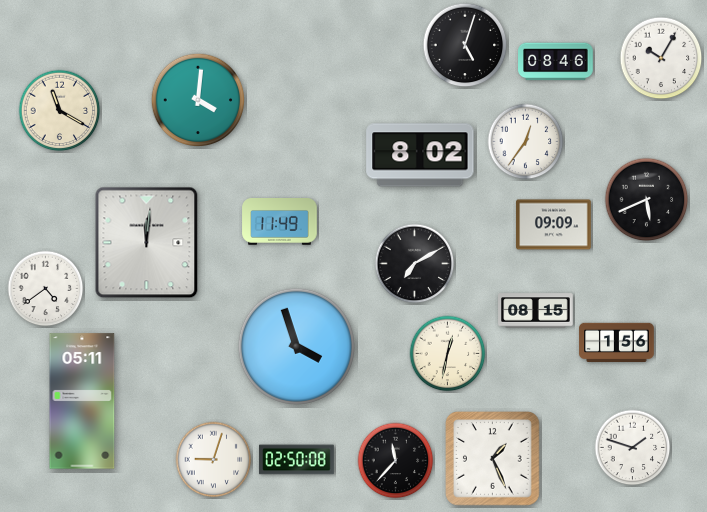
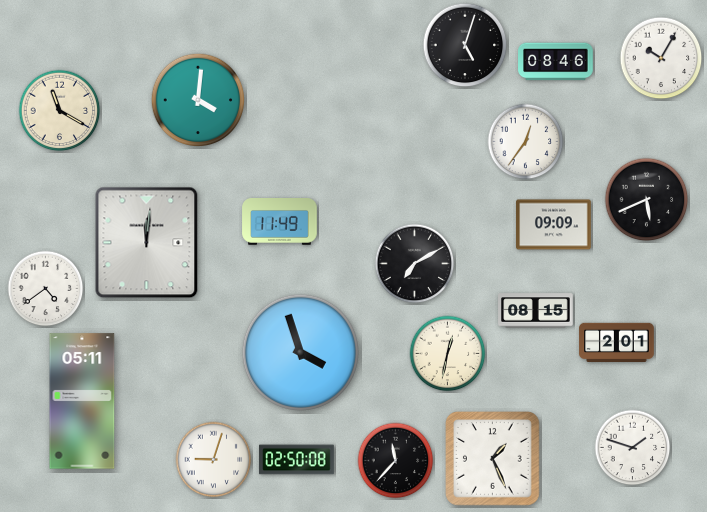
clock at (420, 155): 8:02 -> none
clock at (617, 342): 1:56 -> 2:01
clock at (296, 346) position: (296, 346) -> (300, 352)
